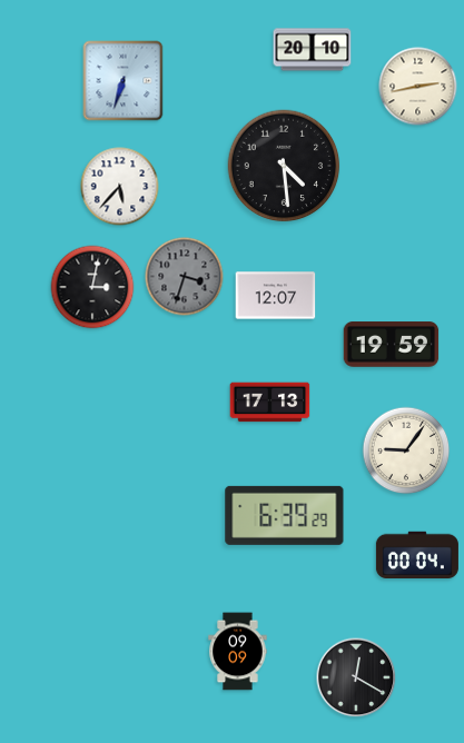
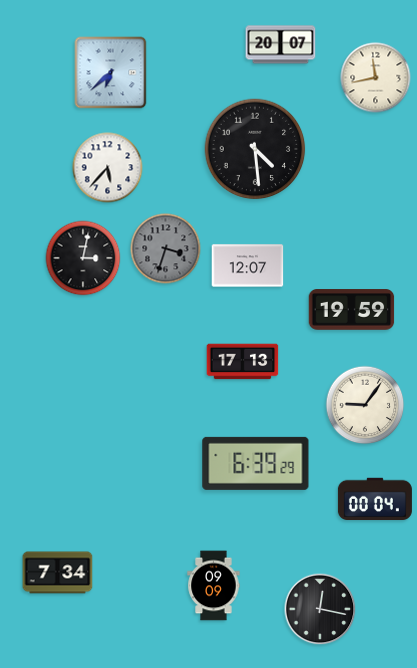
clock at (313, 50): 20:10 -> 20:07
clock at (124, 81): 6:33 -> 6:38
clock at (418, 87): 2:43 -> 11:43
clock at (58, 573): none -> 7:34
clock at (356, 677): 12:20 -> 12:17
